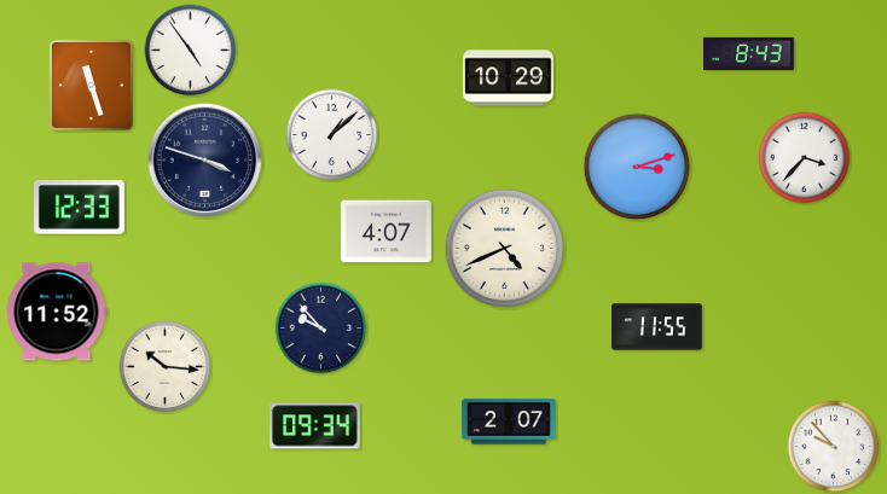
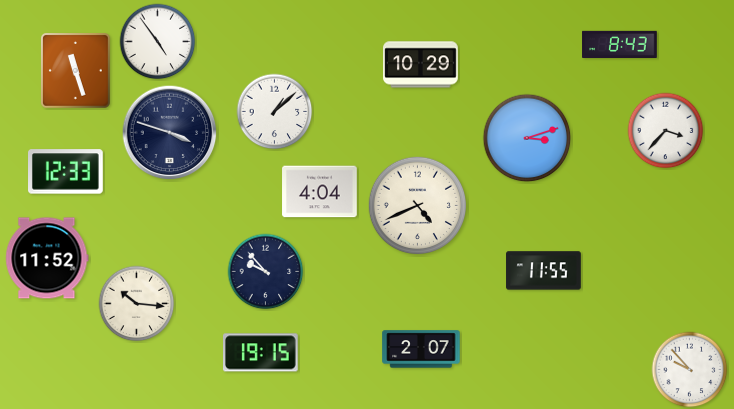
clock at (387, 232): 4:07 -> 4:04
clock at (315, 426): 09:34 -> 19:15
